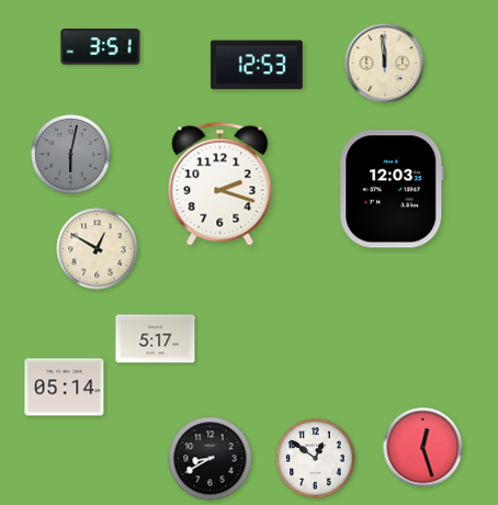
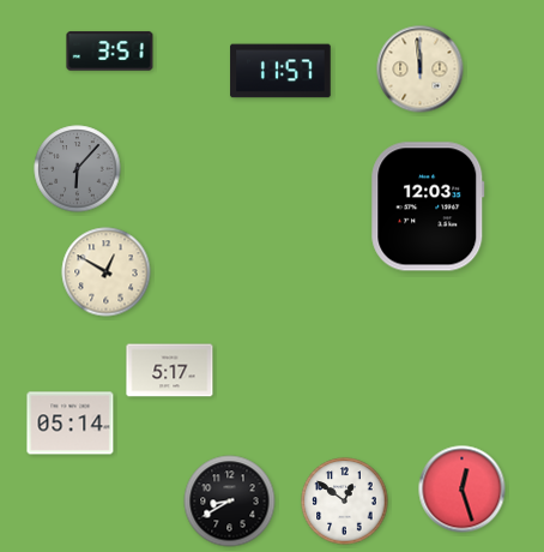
clock at (257, 65): 12:53 -> 11:57
clock at (71, 155): 6:02 -> 6:07
clock at (220, 184): 2:18 -> none
